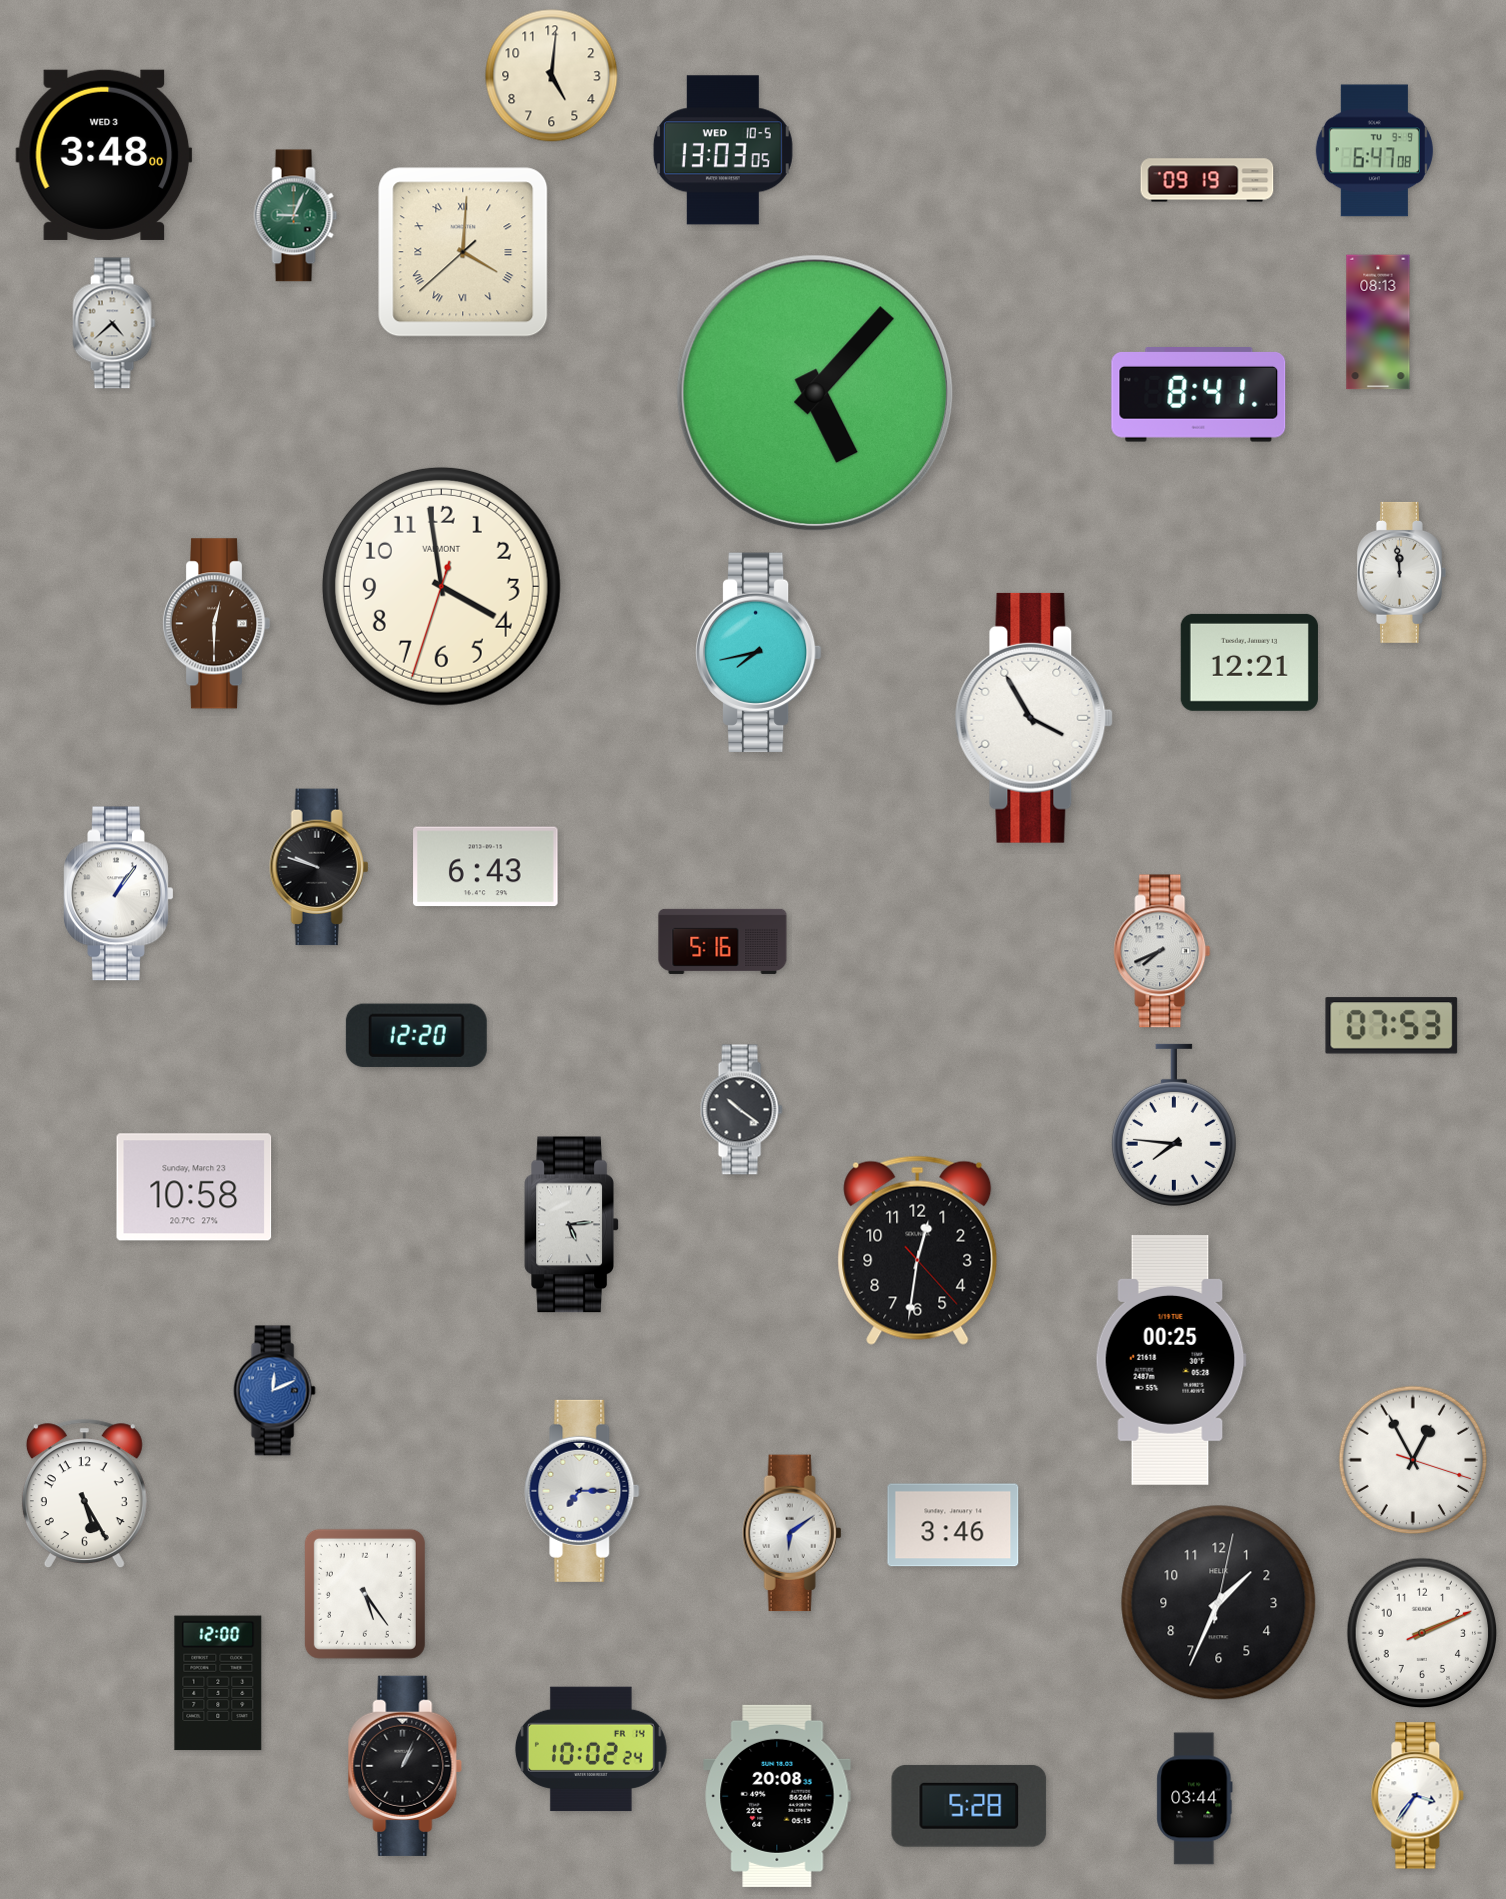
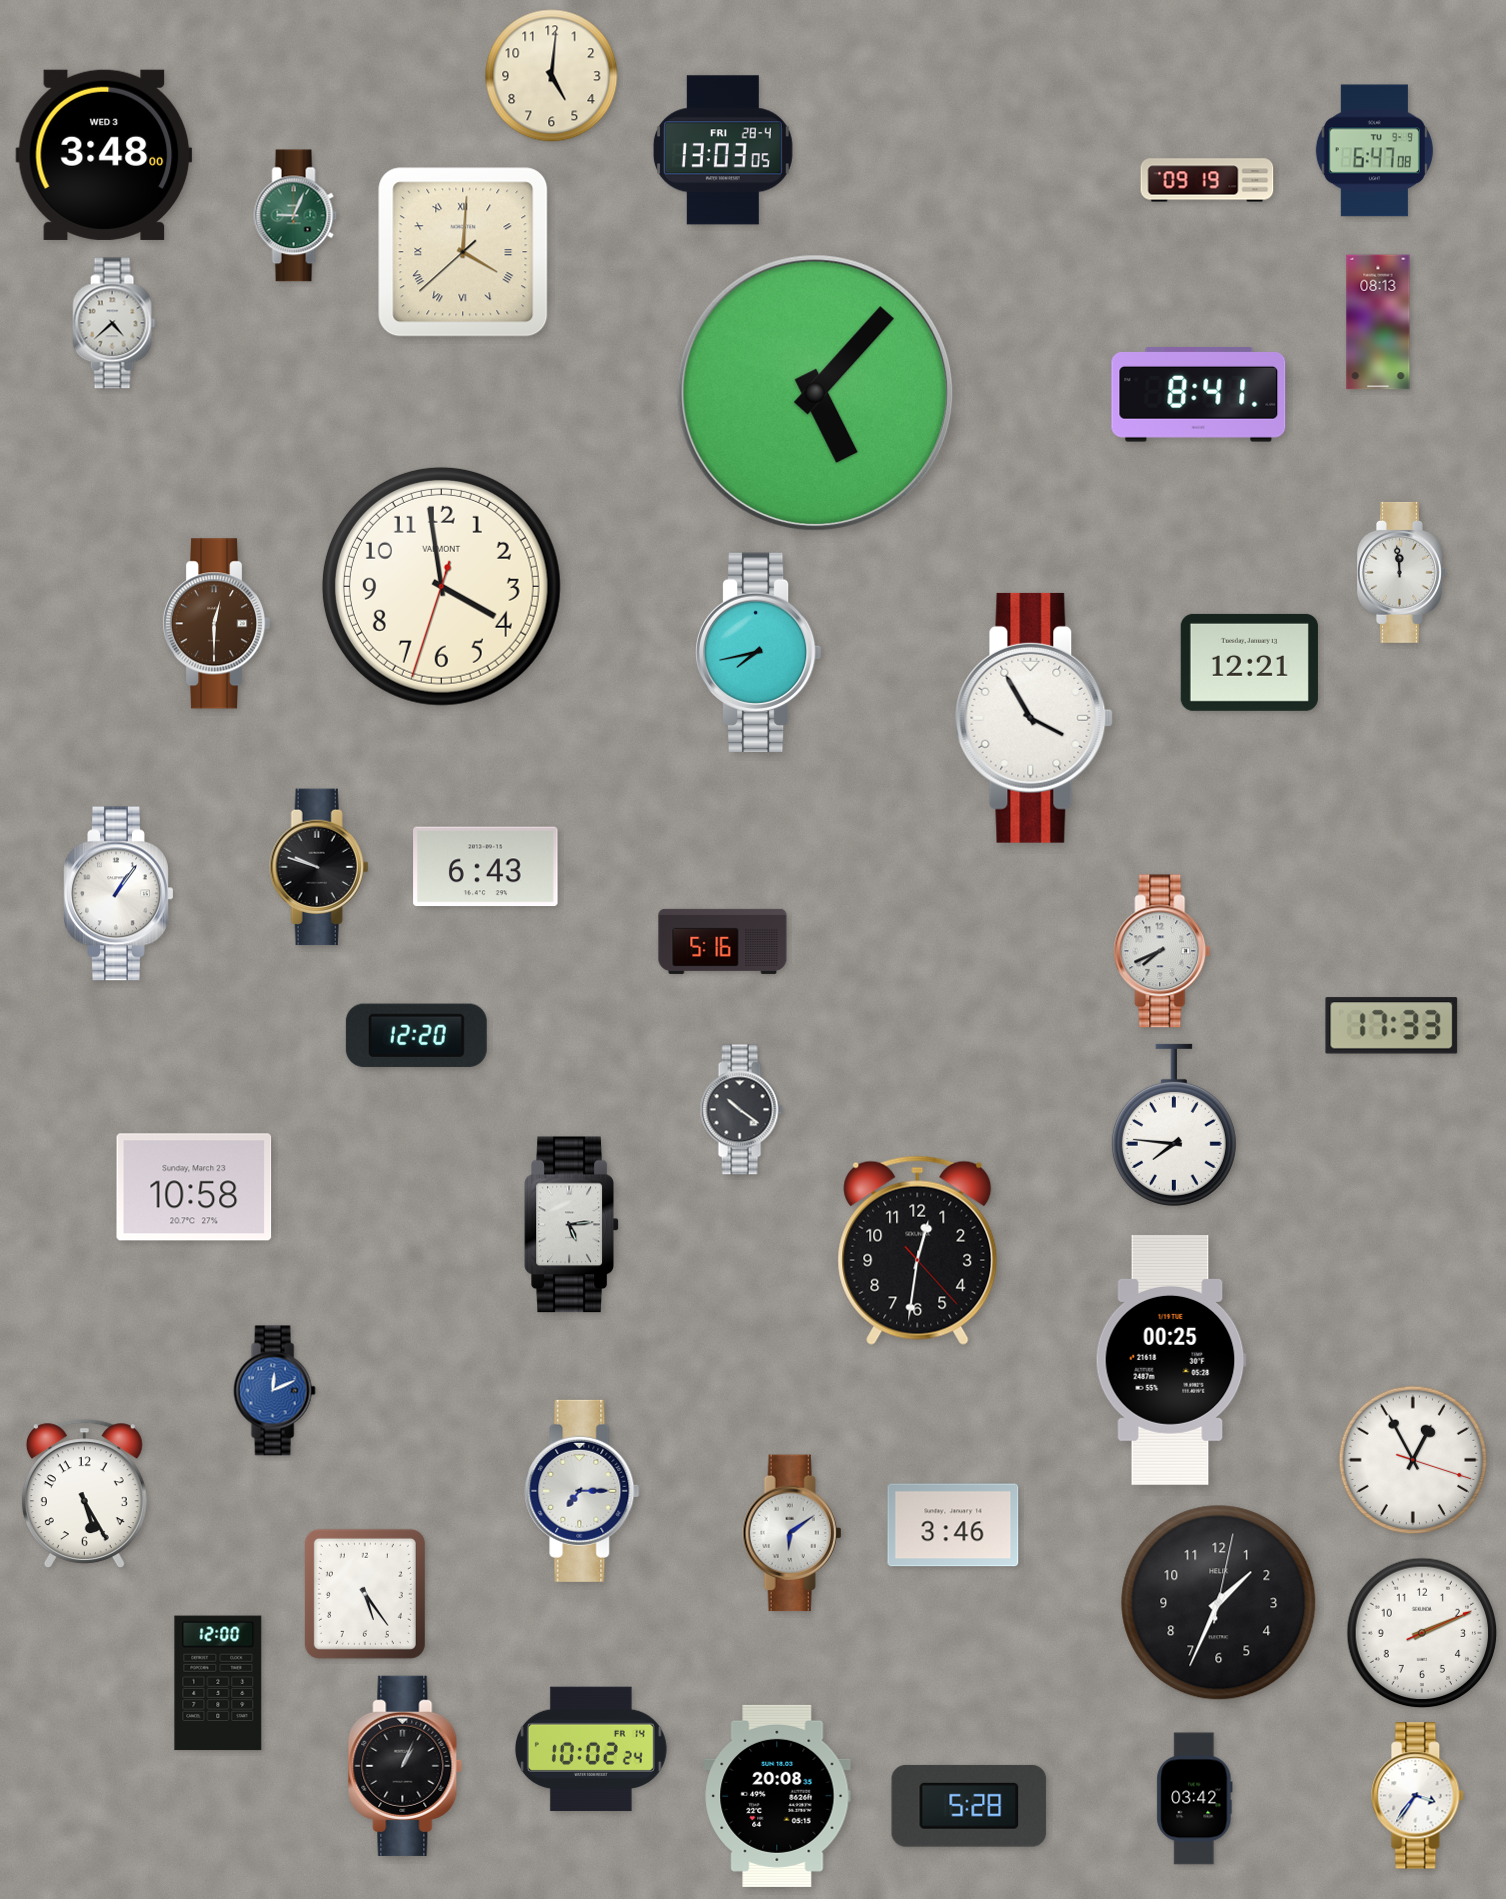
clock at (723, 150) date: WED 10-5 -> FRI 28-4
clock at (1392, 1026): 07:53 -> 17:33
clock at (1195, 1799): 03:44 -> 03:42
